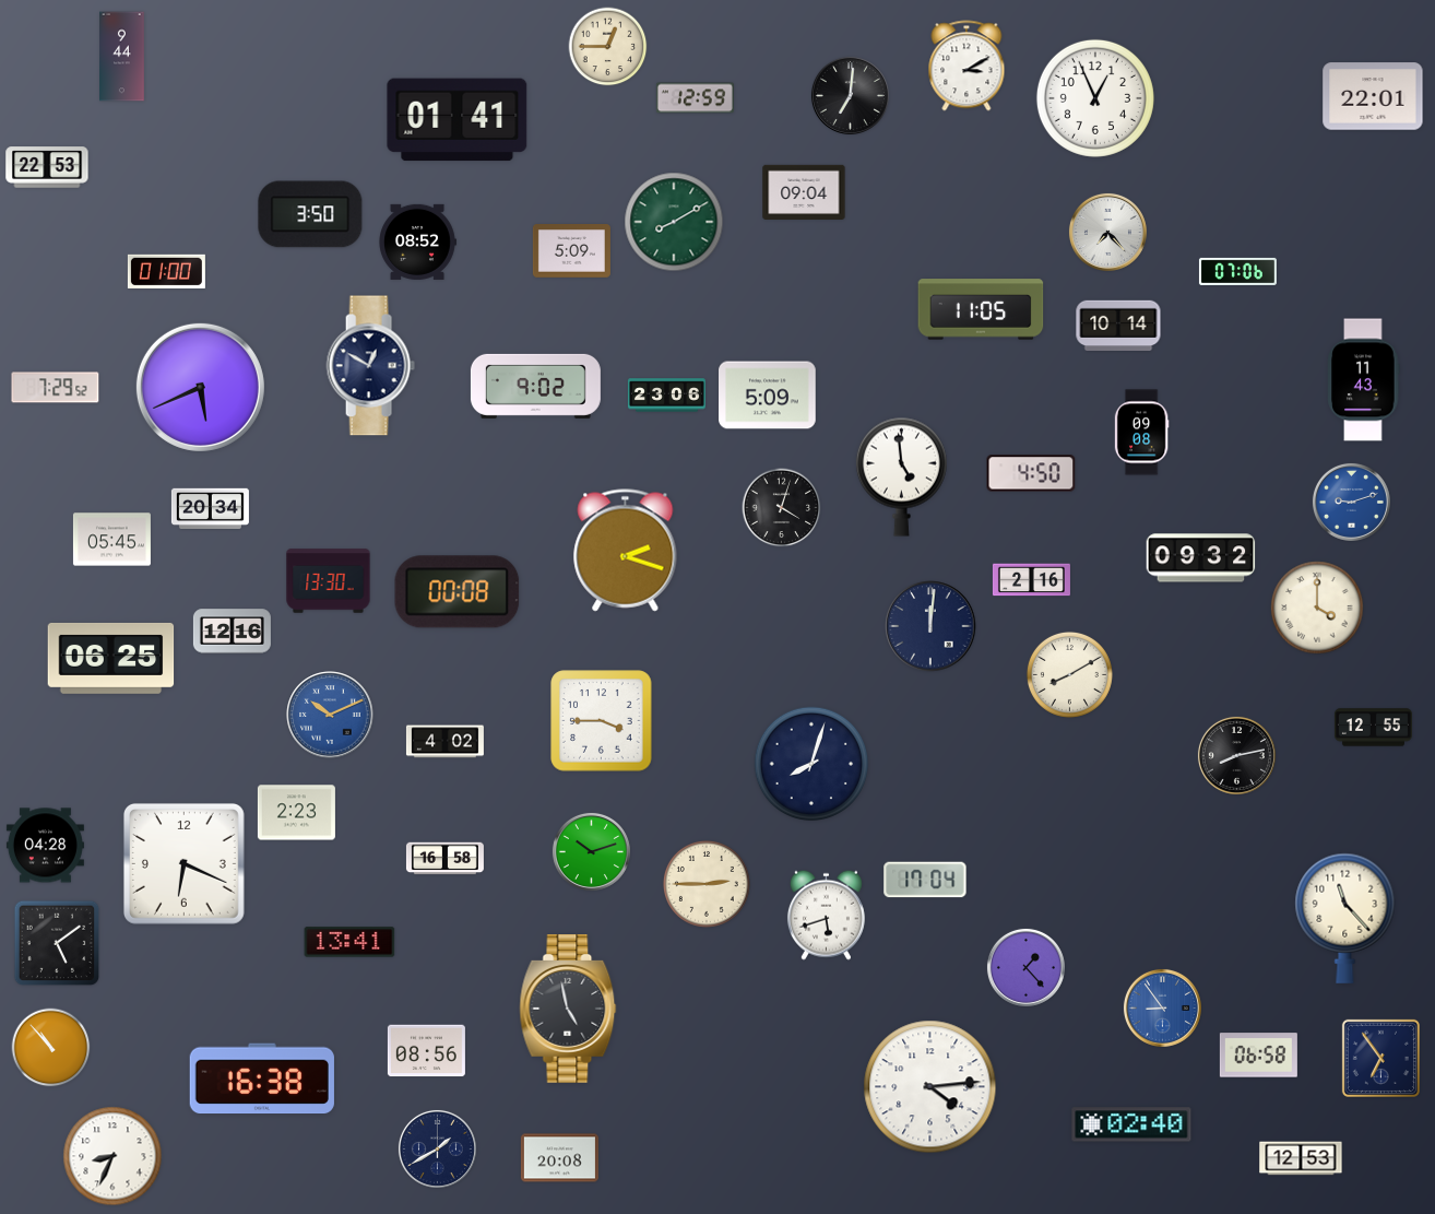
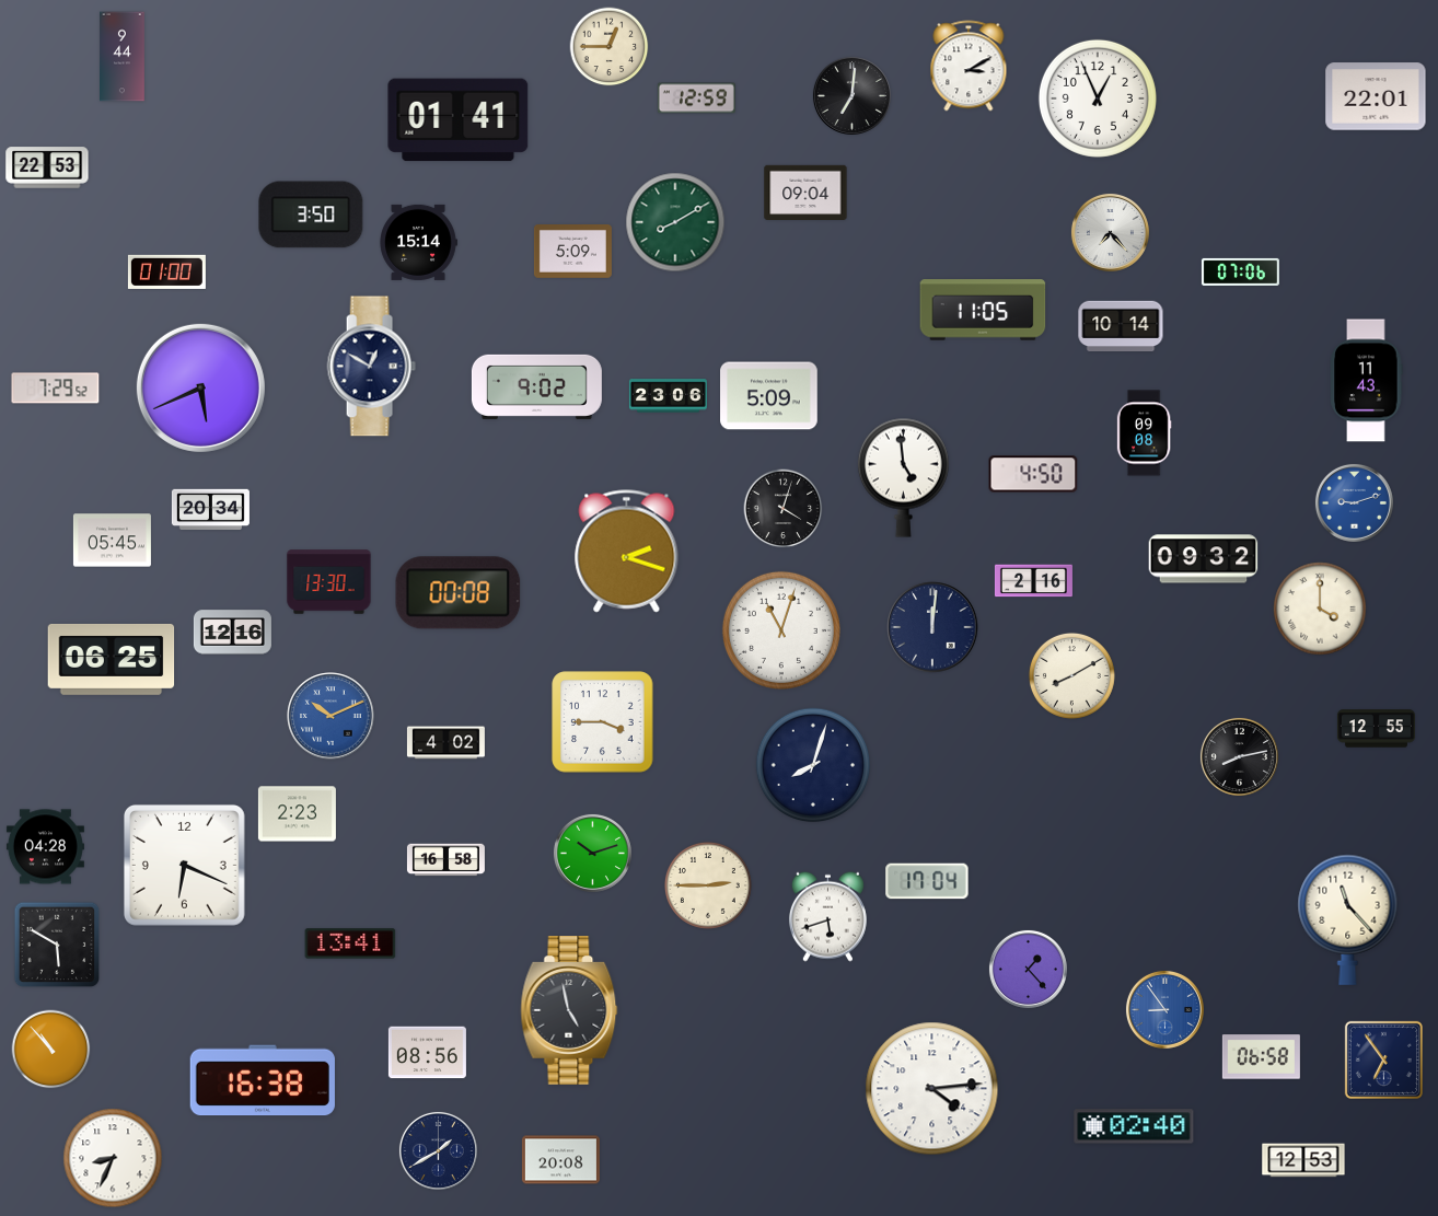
clock at (417, 241): 08:52 -> 15:14
clock at (781, 630): none -> 11:03
clock at (57, 943): 5:09 -> 5:50
